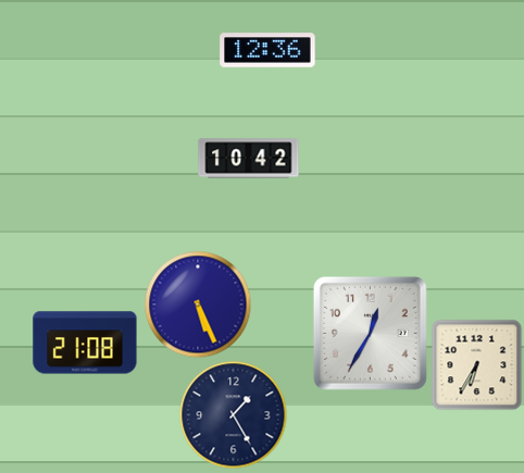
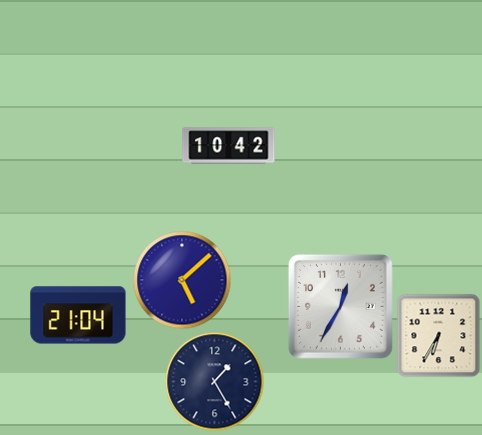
clock at (267, 50): 12:36 -> none
clock at (198, 304): 5:26 -> 5:08
clock at (85, 343): 21:08 -> 21:04
